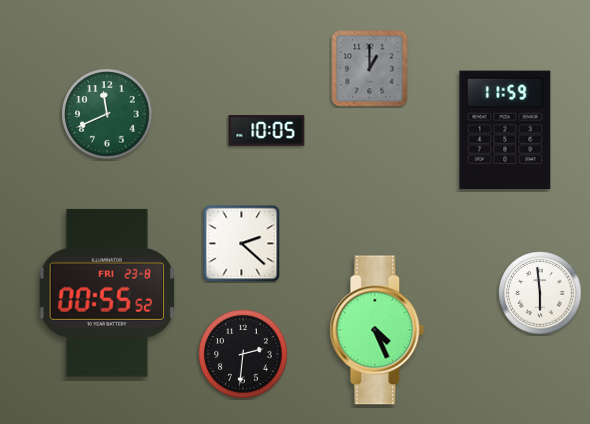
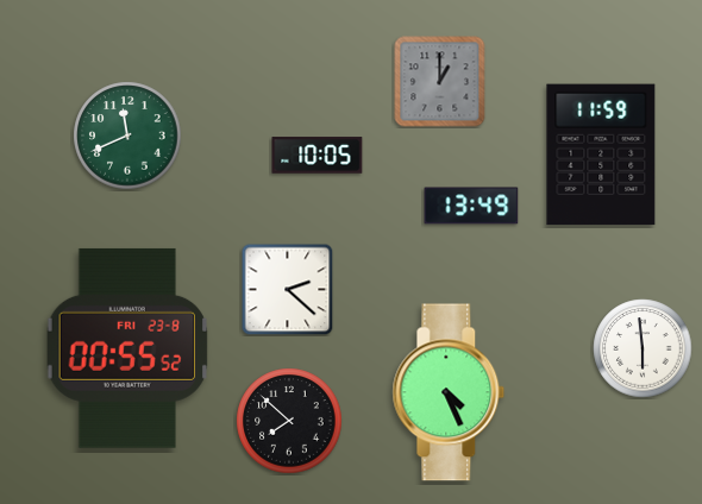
clock at (471, 206): none -> 13:49
clock at (243, 354): 2:31 -> 7:52
